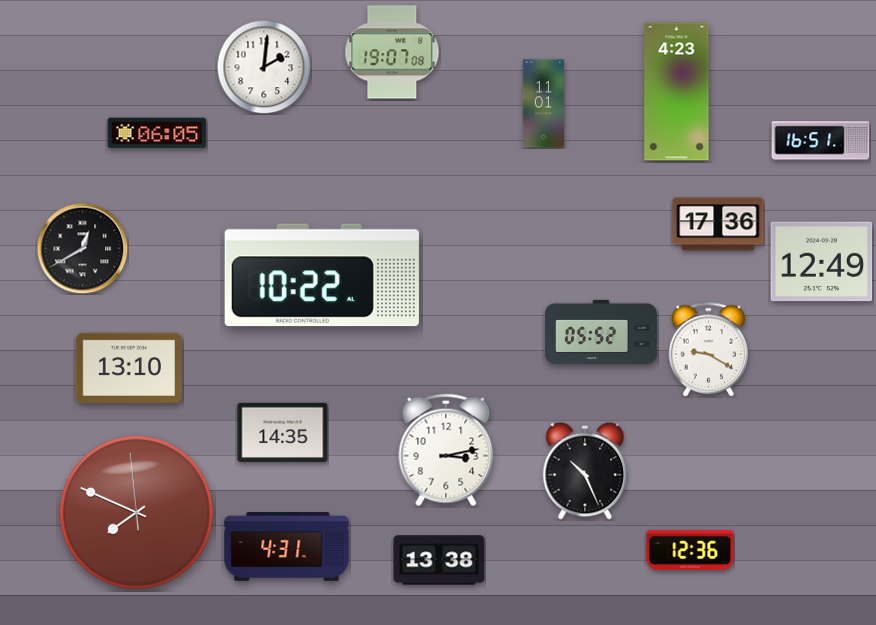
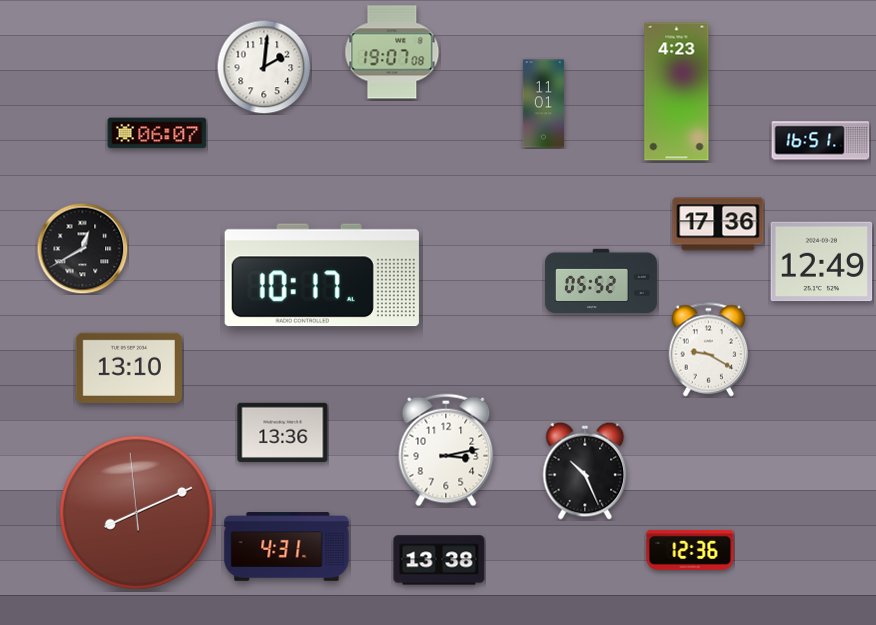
clock at (157, 133): 06:05 -> 06:07
clock at (322, 275): 10:22 -> 10:17
clock at (601, 332) position: (601, 332) -> (601, 281)
clock at (283, 432): 14:35 -> 13:36
clock at (137, 513): 7:48 -> 8:10
